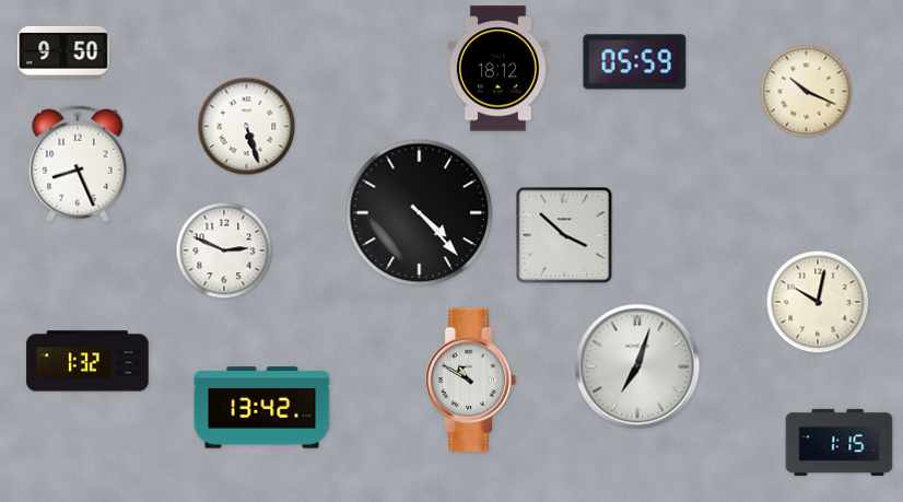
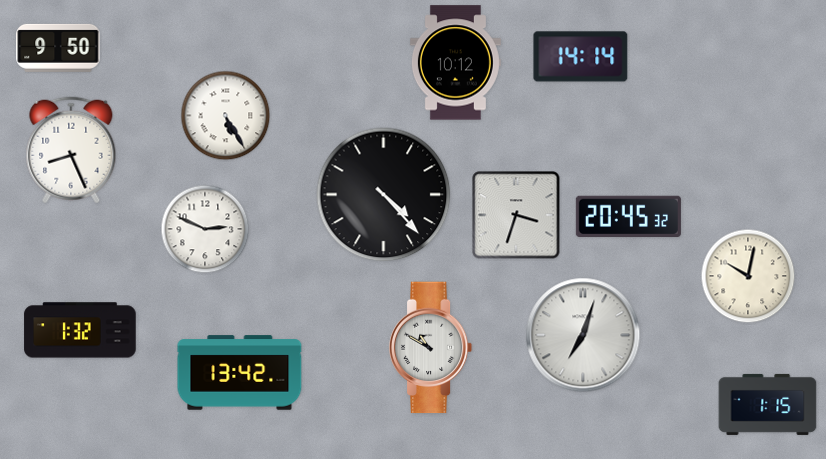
clock at (635, 62): 05:59 -> 14:14
clock at (497, 69): 18:12 -> 10:12
clock at (807, 92): 10:19 -> none
clock at (247, 127): 5:27 -> 5:25
clock at (564, 235): 3:52 -> 3:33
clock at (628, 216): none -> 20:45
